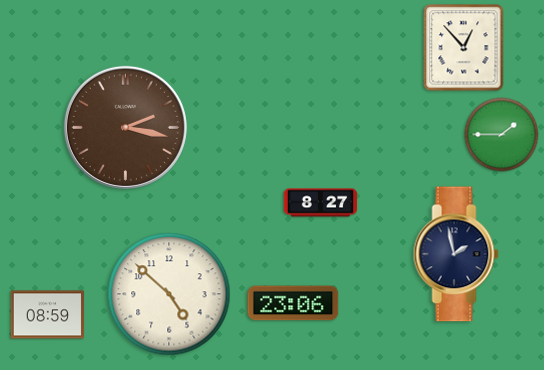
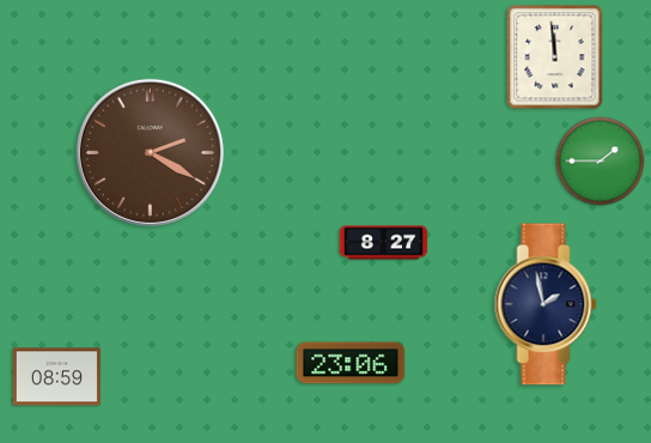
clock at (464, 48): 12:53 -> 11:59
clock at (125, 127): 2:17 -> 2:20
clock at (169, 294): 4:52 -> none
